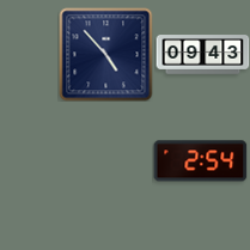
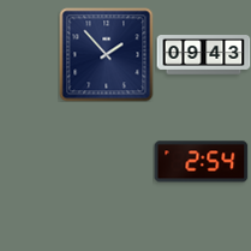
clock at (105, 54): 4:53 -> 1:53
